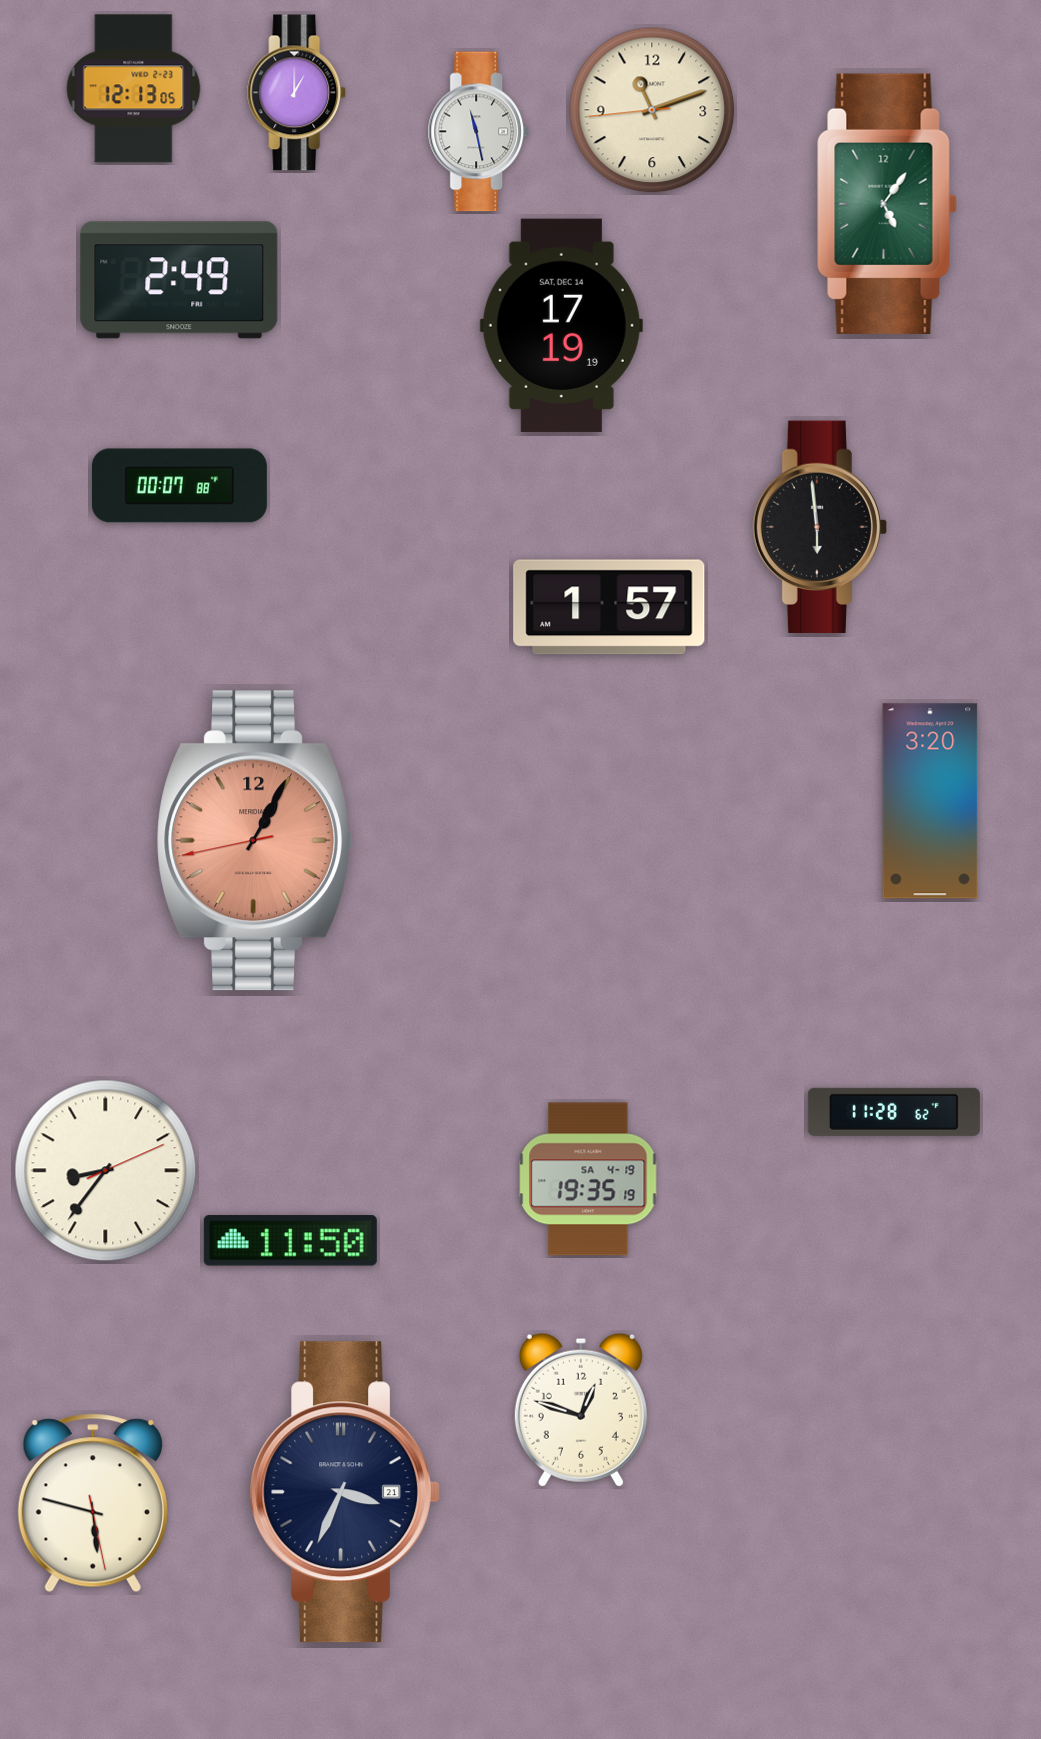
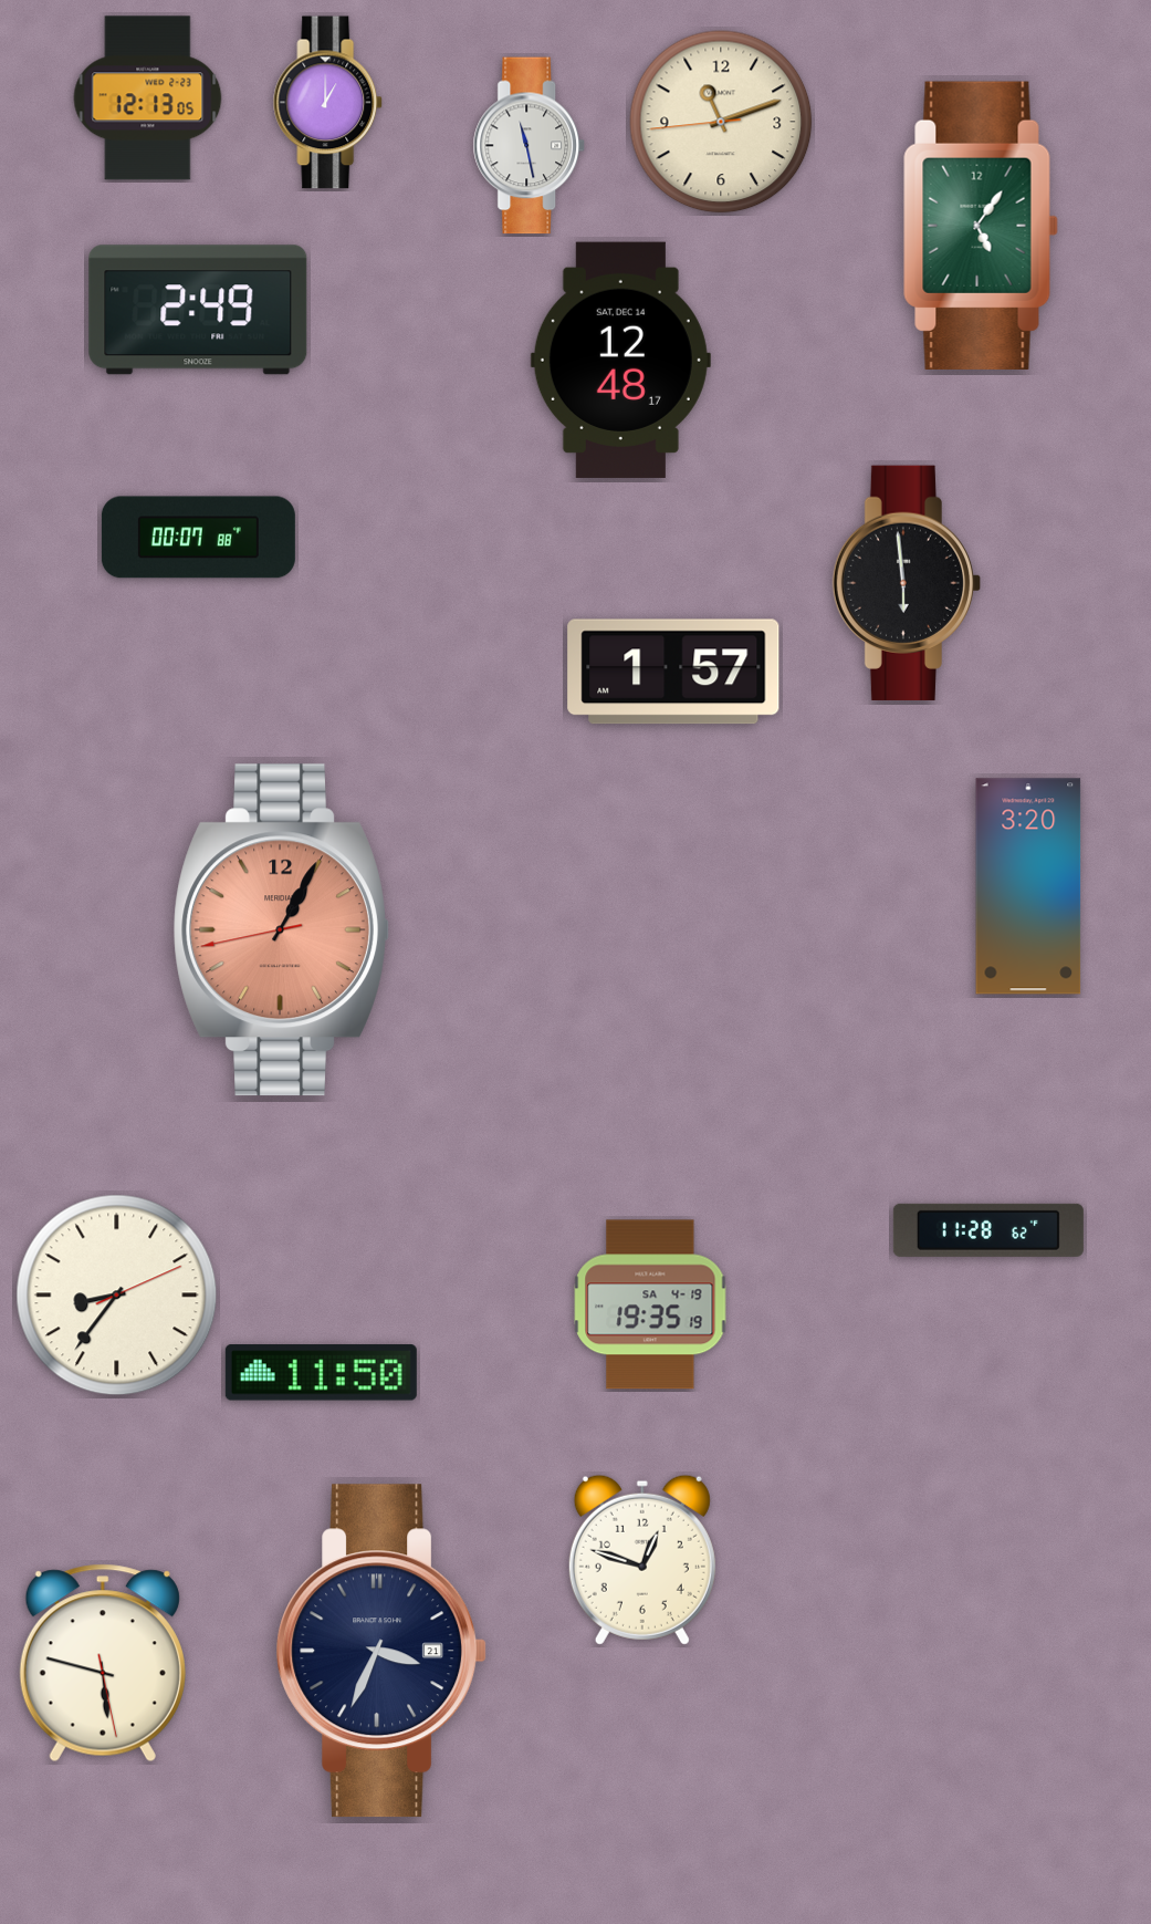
clock at (561, 325): 17:19 -> 12:48
